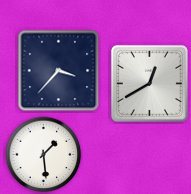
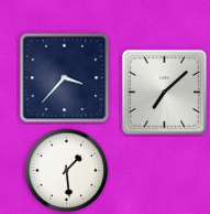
clock at (149, 83): 12:40 -> 7:08
clock at (44, 155) position: (44, 155) -> (67, 171)
